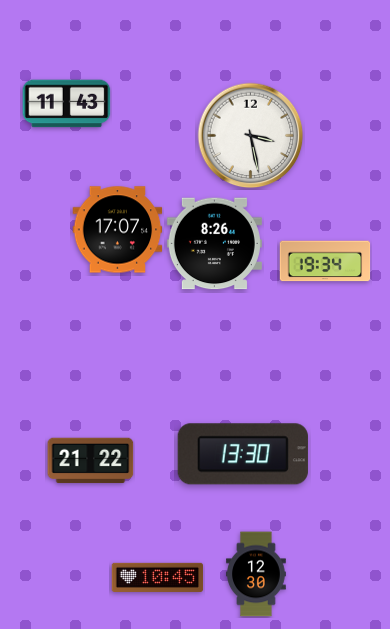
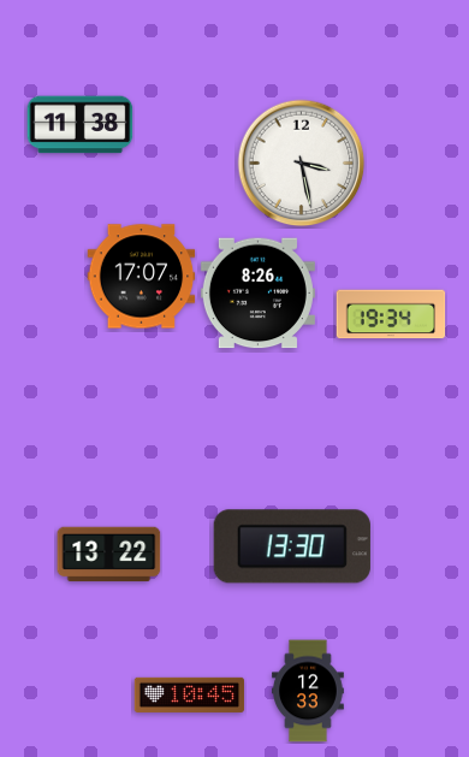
clock at (67, 104): 11:43 -> 11:38
clock at (91, 461): 21:22 -> 13:22
clock at (257, 574): 12:30 -> 12:33
